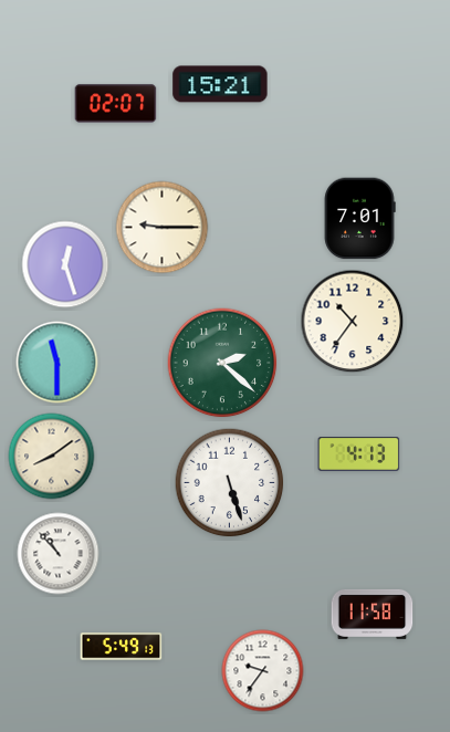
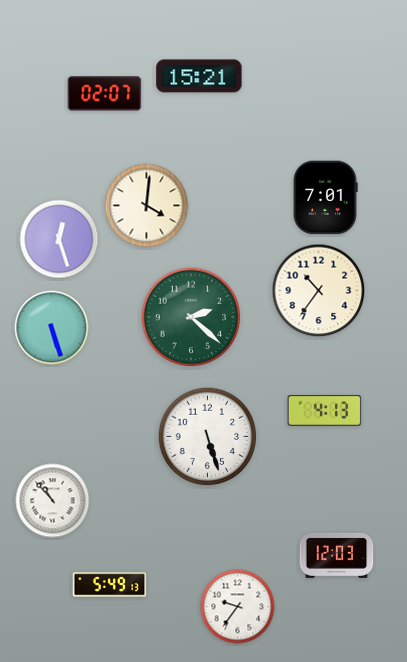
clock at (163, 228): 9:15 -> 4:01
clock at (57, 363): 11:30 -> 5:27
clock at (222, 363) position: (222, 363) -> (191, 317)
clock at (52, 457): 8:09 -> none
clock at (373, 614): 11:58 -> 12:03
